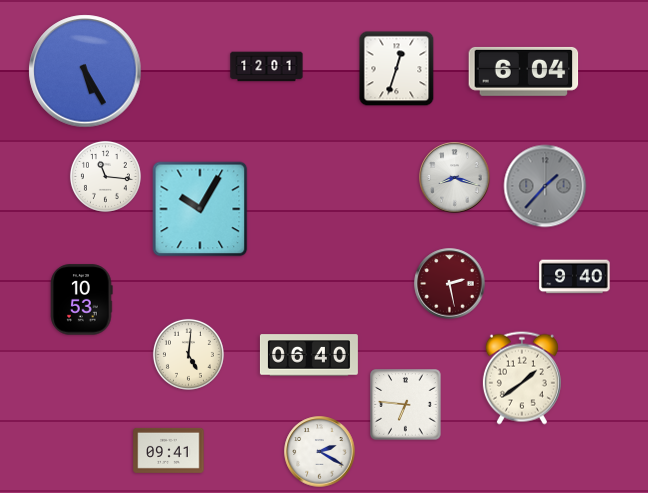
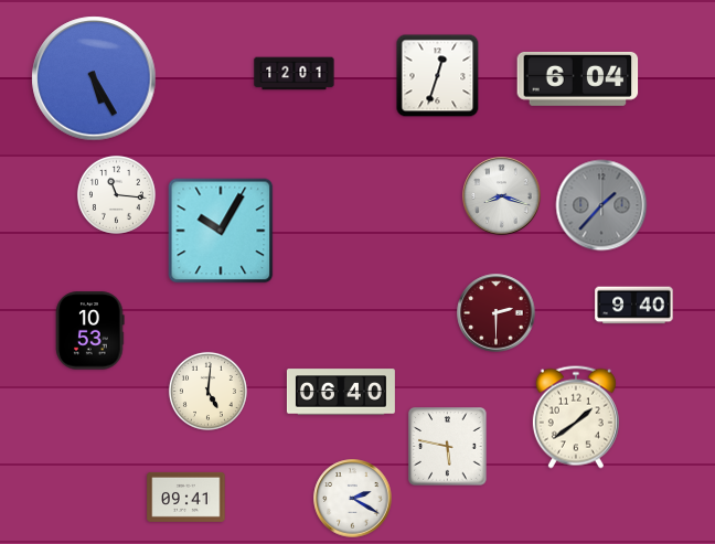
clock at (450, 284): 2:28 -> 2:30
clock at (406, 405): 6:46 -> 5:47
